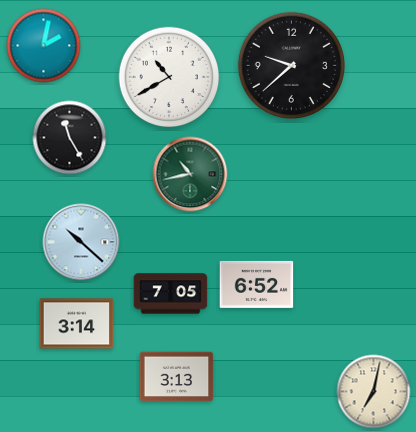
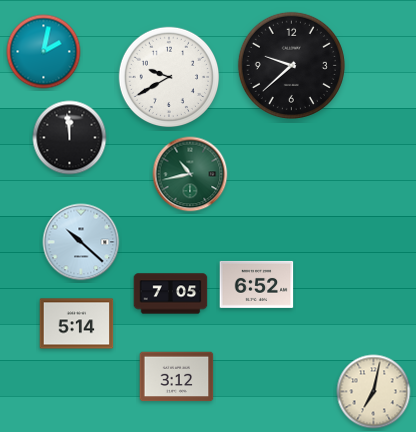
clock at (44, 46) position: (44, 46) -> (44, 52)
clock at (169, 77): 10:40 -> 9:40
clock at (70, 138): 11:25 -> 11:59
clock at (77, 324): 3:14 -> 5:14
clock at (177, 377): 3:13 -> 3:12
